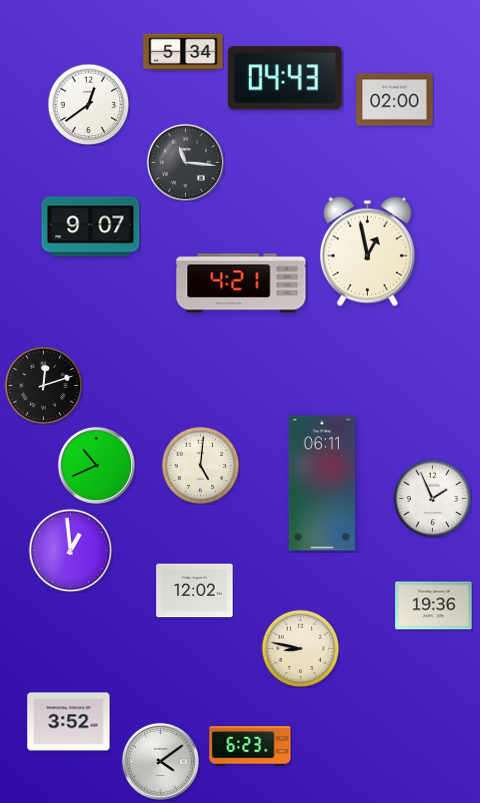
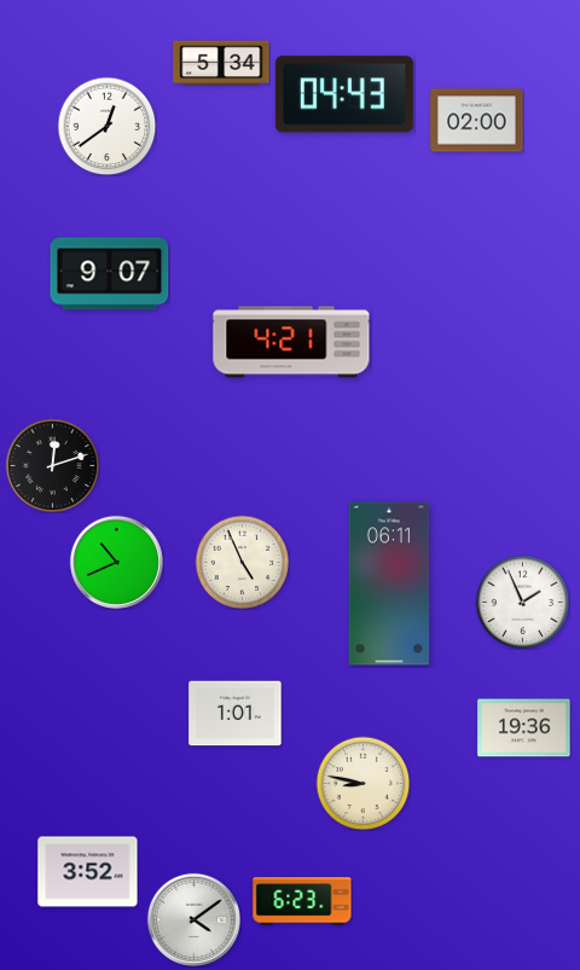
clock at (185, 162): 11:16 -> none
clock at (367, 252): 12:58 -> none
clock at (200, 465): 5:01 -> 4:56
clock at (70, 550): 12:59 -> none
clock at (195, 591): 12:02 -> 1:01
clock at (434, 606) position: (434, 606) -> (524, 728)
clock at (69, 722) position: (69, 722) -> (88, 872)
